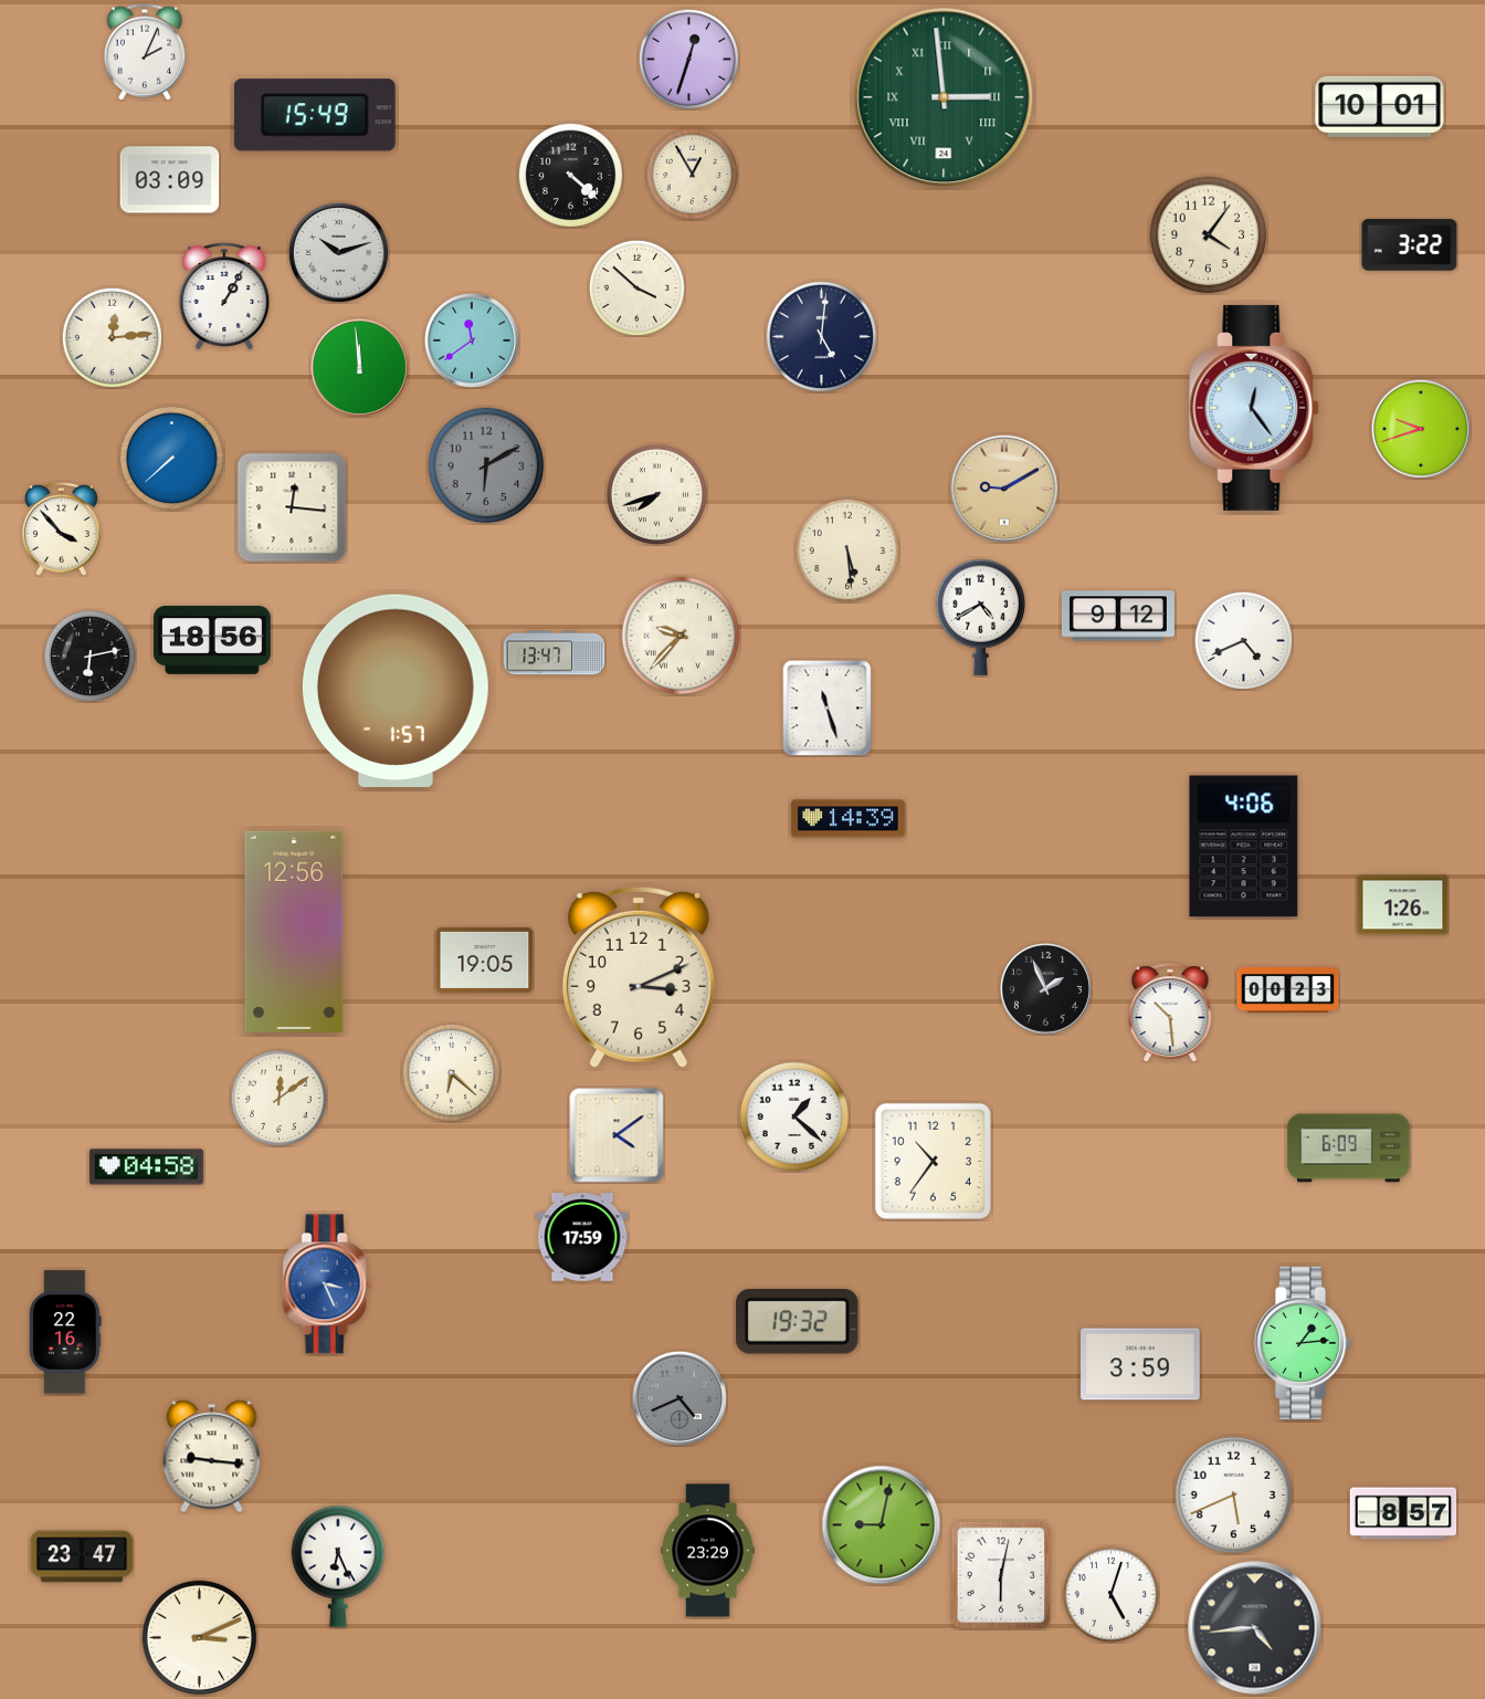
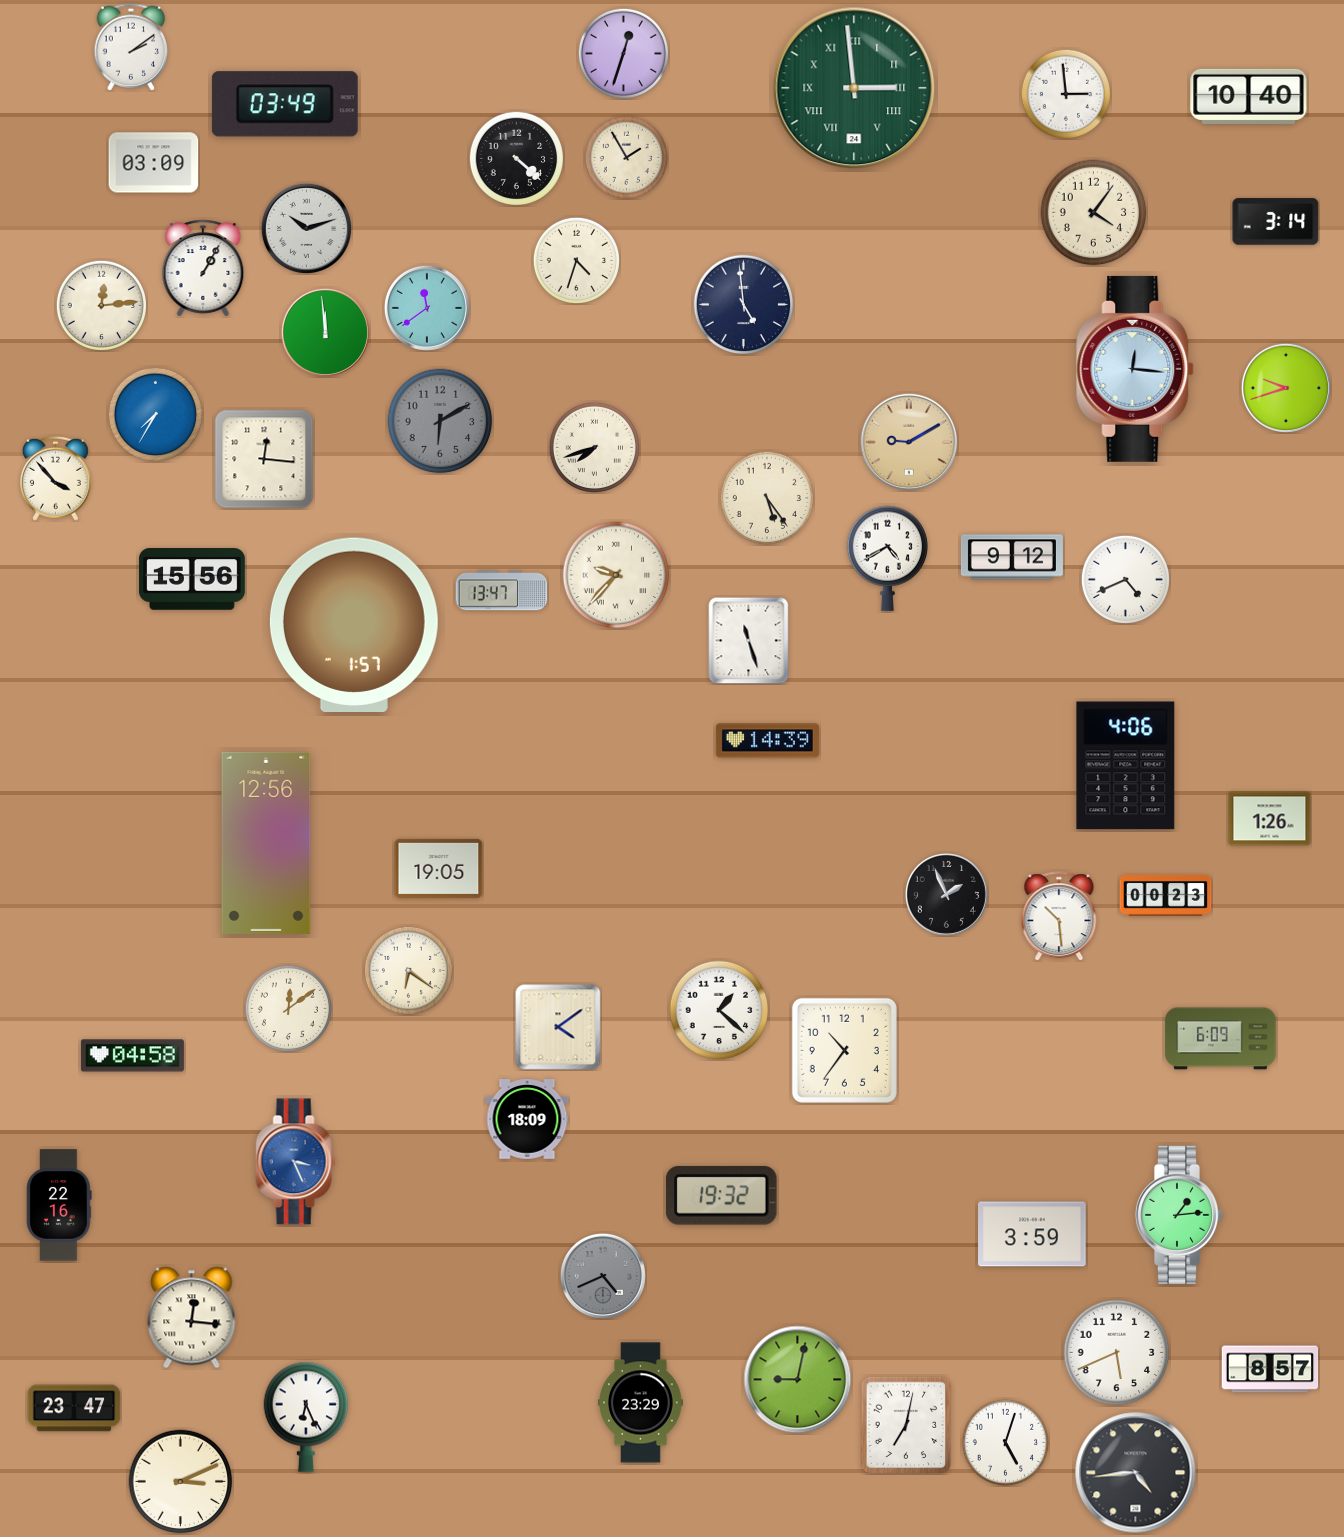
clock at (145, 52): 2:04 -> 2:09
clock at (1066, 94): none -> 2:59
clock at (1380, 106): 10:01 -> 10:40
clock at (315, 115): 15:49 -> 03:49
clock at (692, 174): 12:55 -> 1:55
clock at (1410, 245): 3:22 -> 3:14
clock at (636, 287): 3:52 -> 4:33
clock at (822, 337): 5:01 -> 4:59
clock at (1255, 408): 12:24 -> 12:16
clock at (171, 458): 7:38 -> 7:35
clock at (846, 549): 5:29 -> 5:24
clock at (213, 640): 18:56 -> 15:56
clock at (89, 656): 6:13 -> none
clock at (396, 690) position: (396, 690) -> (354, 624)
clock at (639, 977): 3:11 -> none
clock at (451, 1072): 6:22 -> 6:21
clock at (278, 1098) position: (278, 1098) -> (288, 1008)
clock at (582, 1237): 17:59 -> 18:09
clock at (680, 1398) position: (680, 1398) -> (603, 1276)
clock at (212, 1457): 9:16 -> 12:16
clock at (1001, 1575): 6:02 -> 7:02
